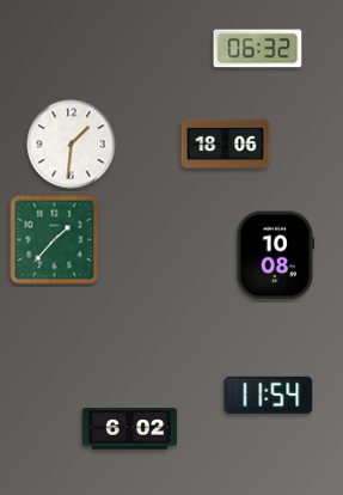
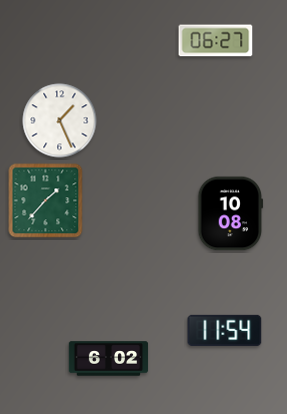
clock at (258, 49): 06:32 -> 06:27
clock at (72, 145): 1:31 -> 1:26
clock at (226, 145): 18:06 -> none
